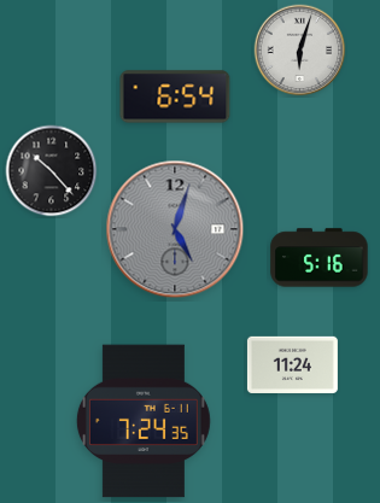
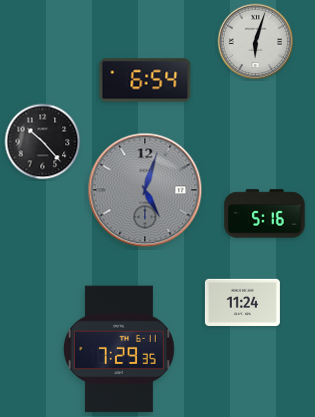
clock at (300, 51) position: (300, 51) -> (256, 42)
clock at (144, 421): 7:24 -> 7:29
